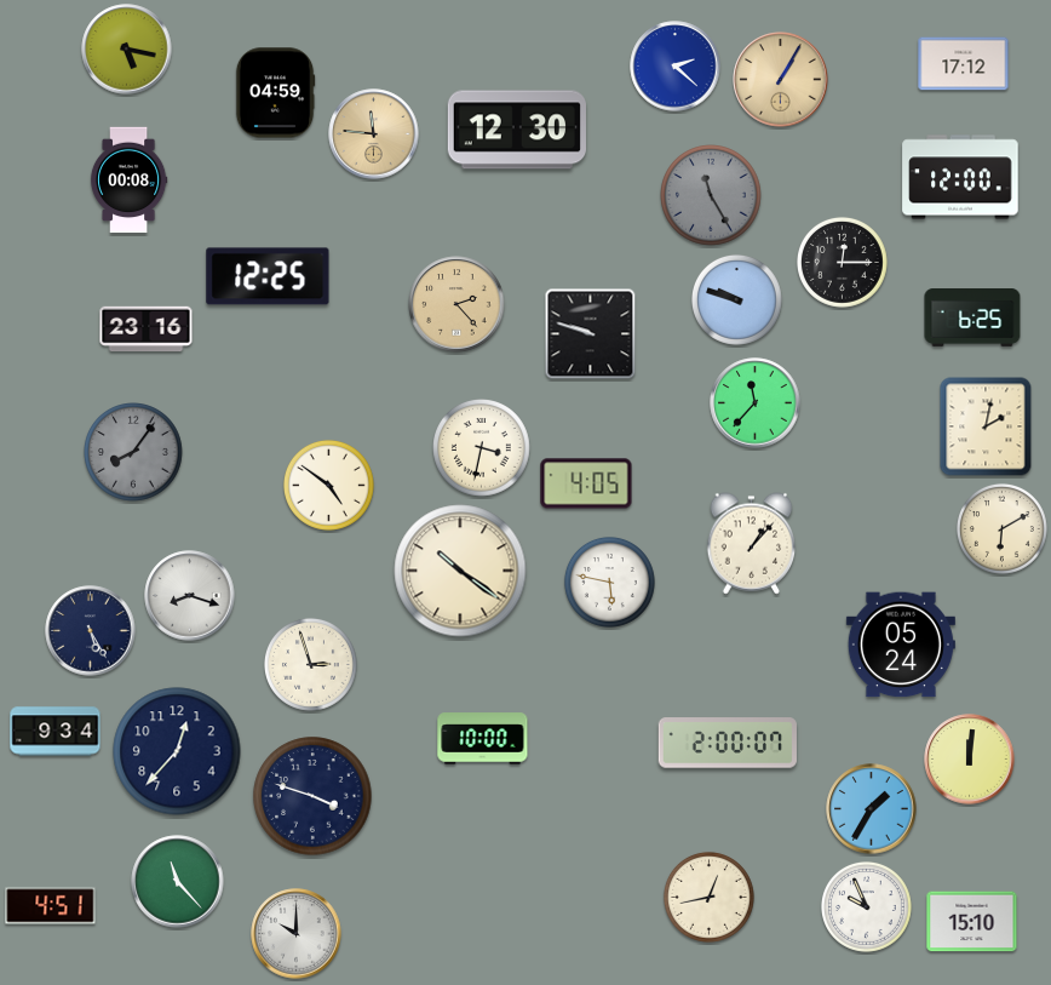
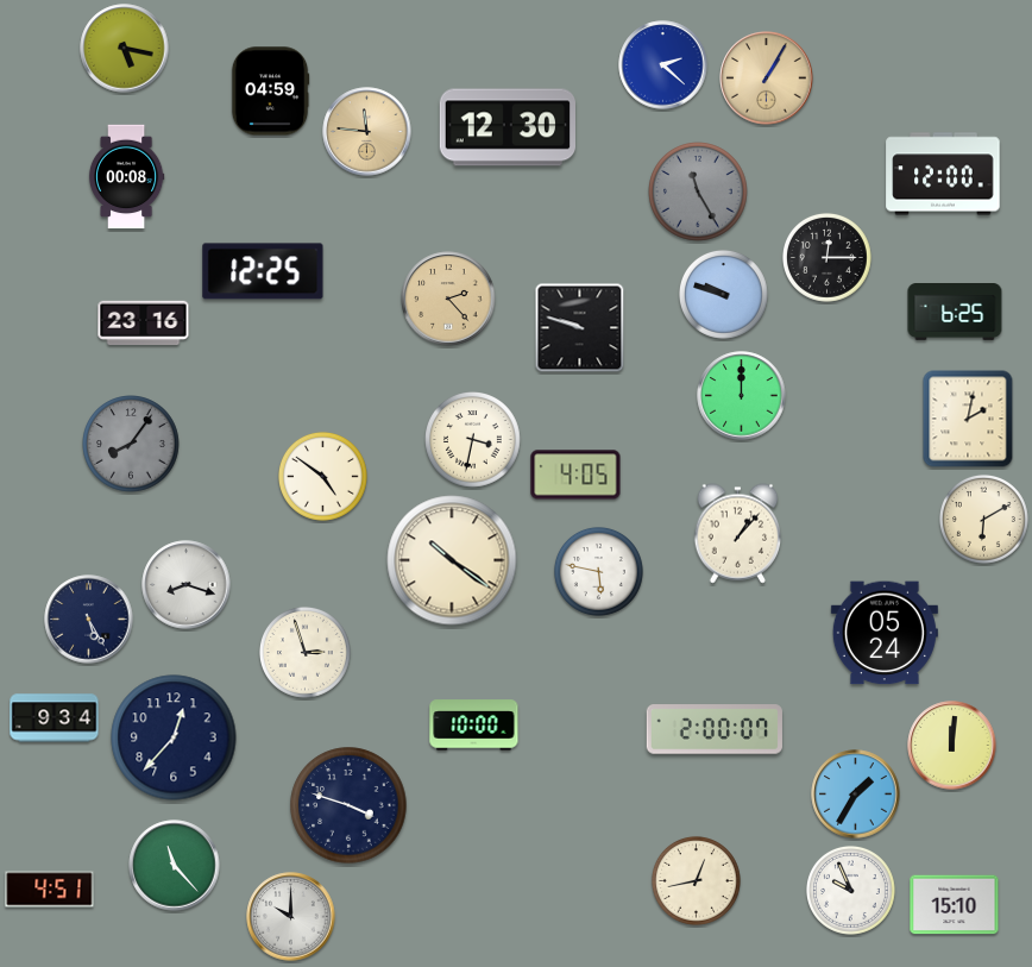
clock at (964, 64): 17:12 -> none
clock at (756, 403): 11:37 -> 12:00
clock at (312, 796) position: (312, 796) -> (348, 805)
